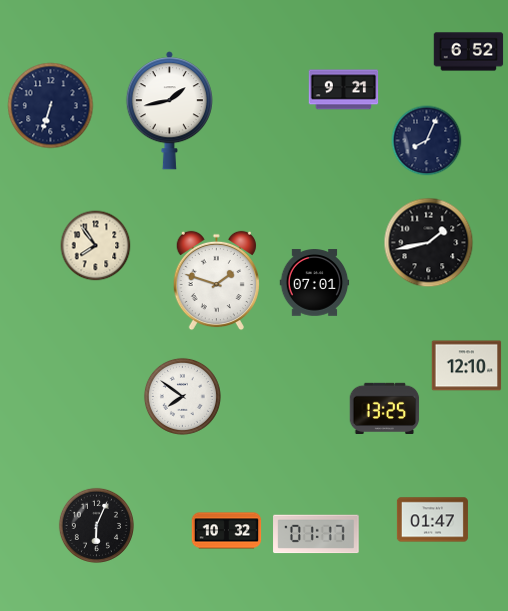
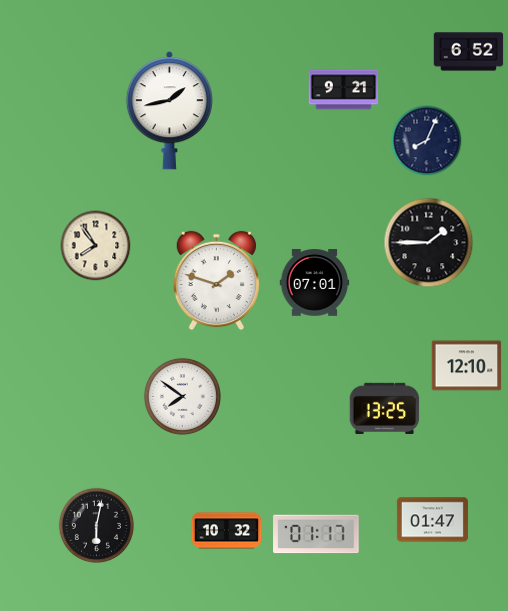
clock at (51, 106): 6:33 -> none
clock at (429, 243): 1:43 -> 1:45
clock at (96, 525): 6:04 -> 6:02
